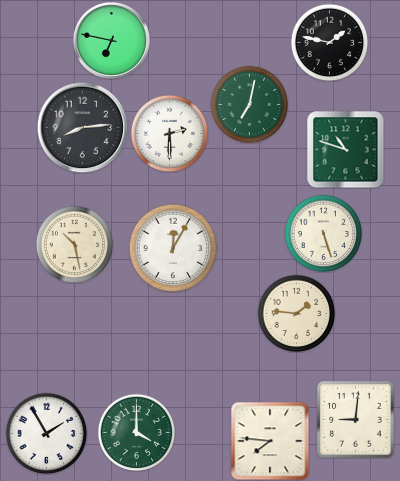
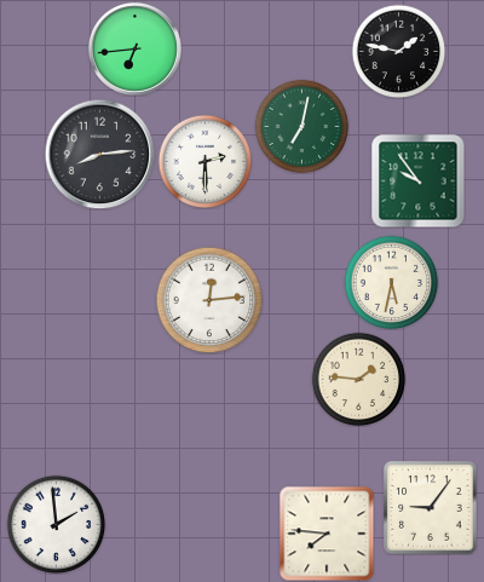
clock at (111, 40): 6:47 -> 6:44
clock at (345, 149): 10:48 -> 9:54
clock at (323, 233): 5:27 -> 5:32
clock at (74, 244): 10:28 -> none
clock at (173, 248): 12:05 -> 12:14
clock at (356, 420): 9:01 -> 9:06
clock at (136, 432): 4:00 -> none
clock at (46, 433): 1:55 -> 1:59
